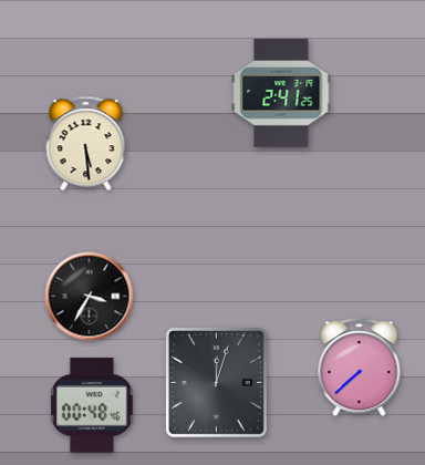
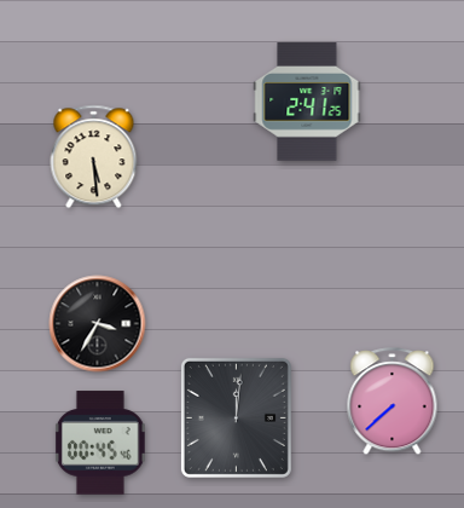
clock at (216, 382): 12:03 -> 12:01
clock at (92, 405): 00:48 -> 00:45
